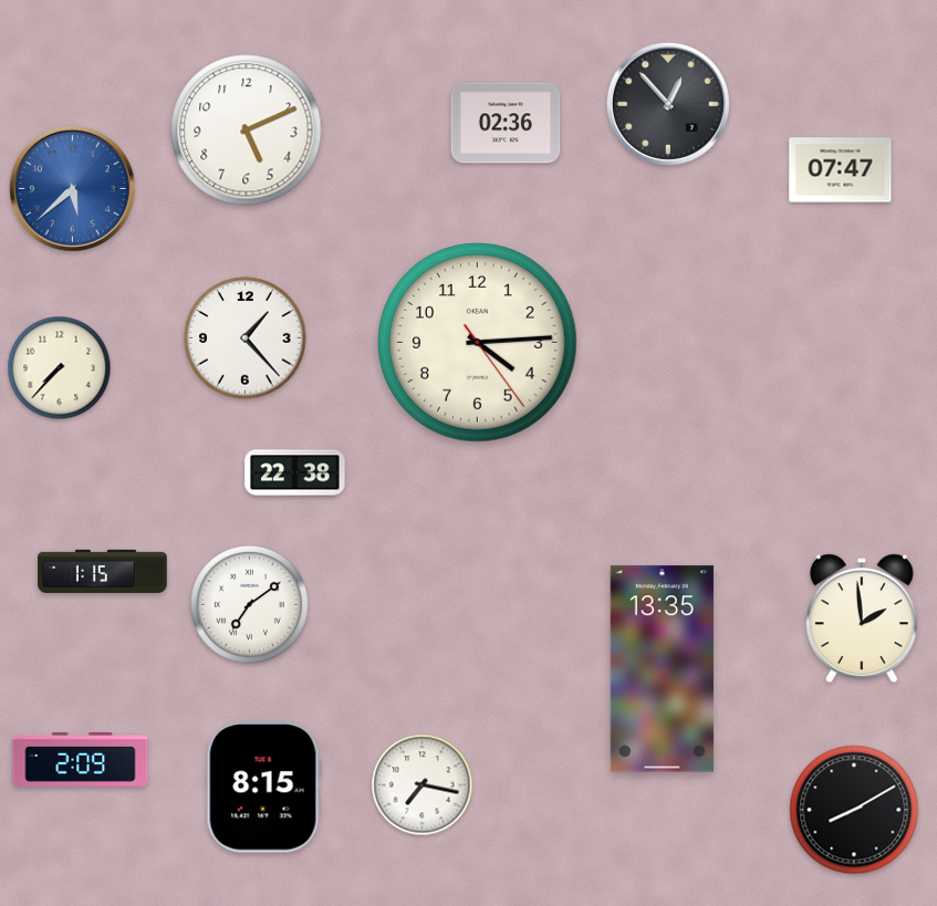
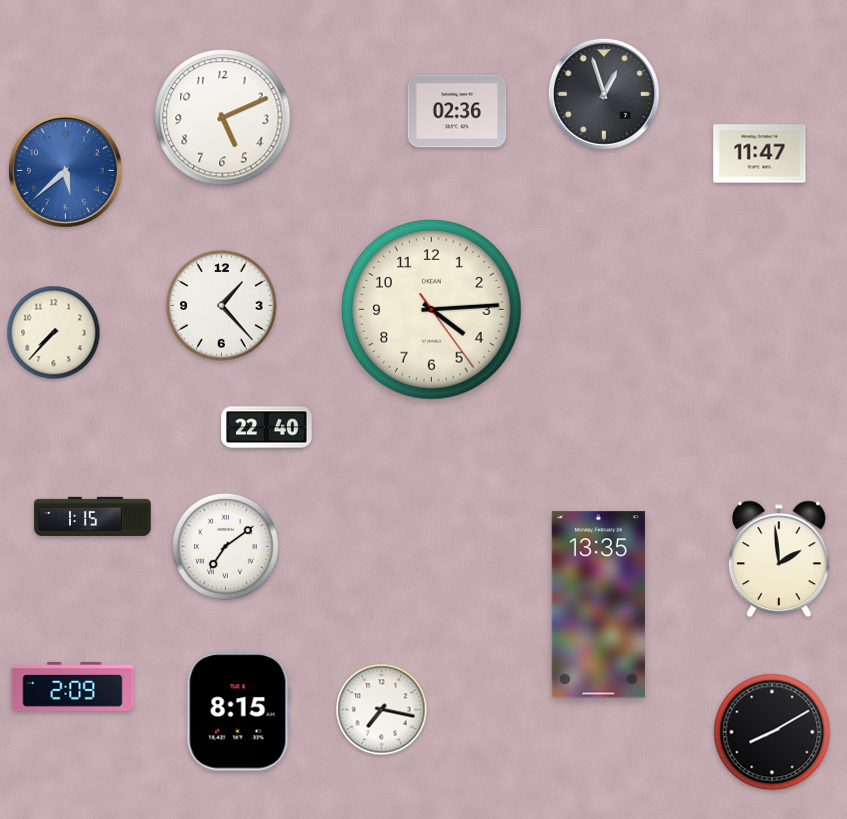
clock at (668, 104): 12:53 -> 12:57
clock at (841, 170): 07:47 -> 11:47
clock at (295, 473): 22:38 -> 22:40
